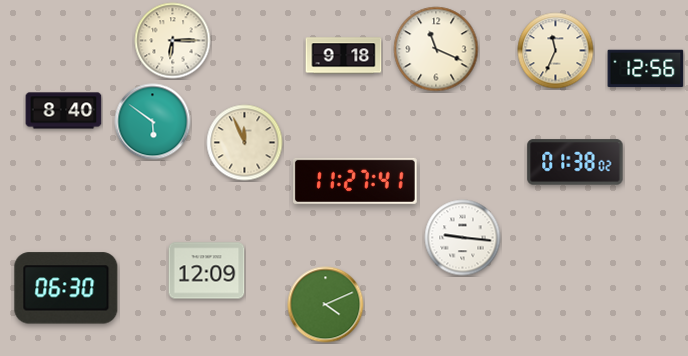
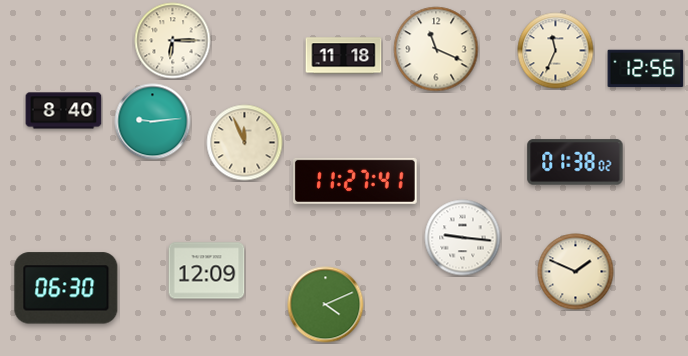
clock at (344, 56): 9:18 -> 11:18
clock at (153, 122): 5:51 -> 9:14
clock at (576, 272): none -> 1:49
